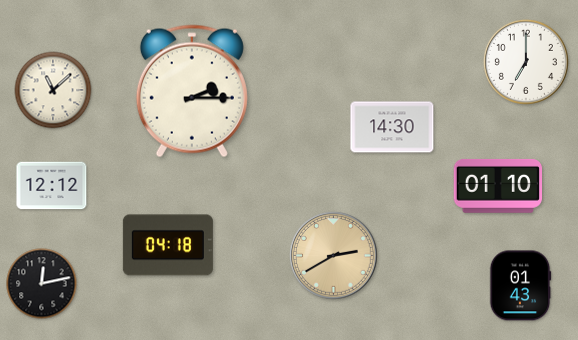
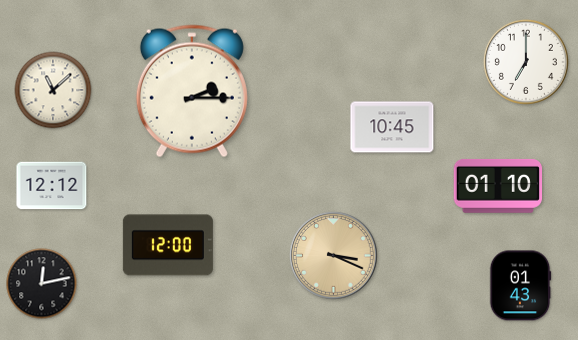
clock at (392, 127): 14:30 -> 10:45
clock at (168, 245): 04:18 -> 12:00
clock at (334, 256): 2:40 -> 3:19
